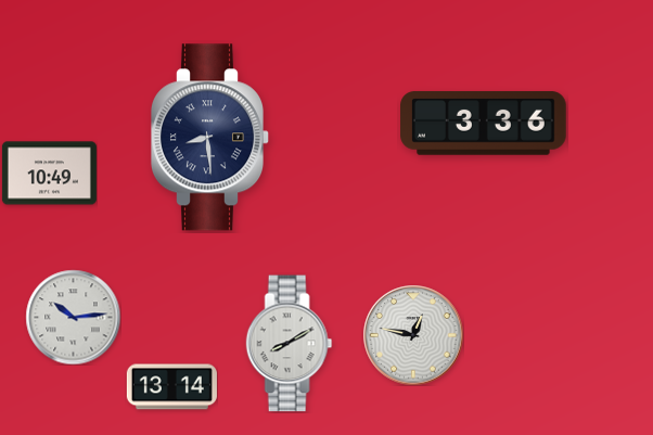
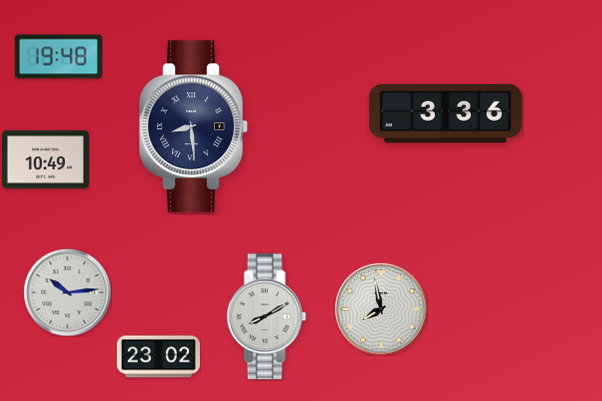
clock at (58, 57): none -> 19:48
clock at (413, 335): 12:47 -> 7:58
clock at (171, 387): 13:14 -> 23:02
